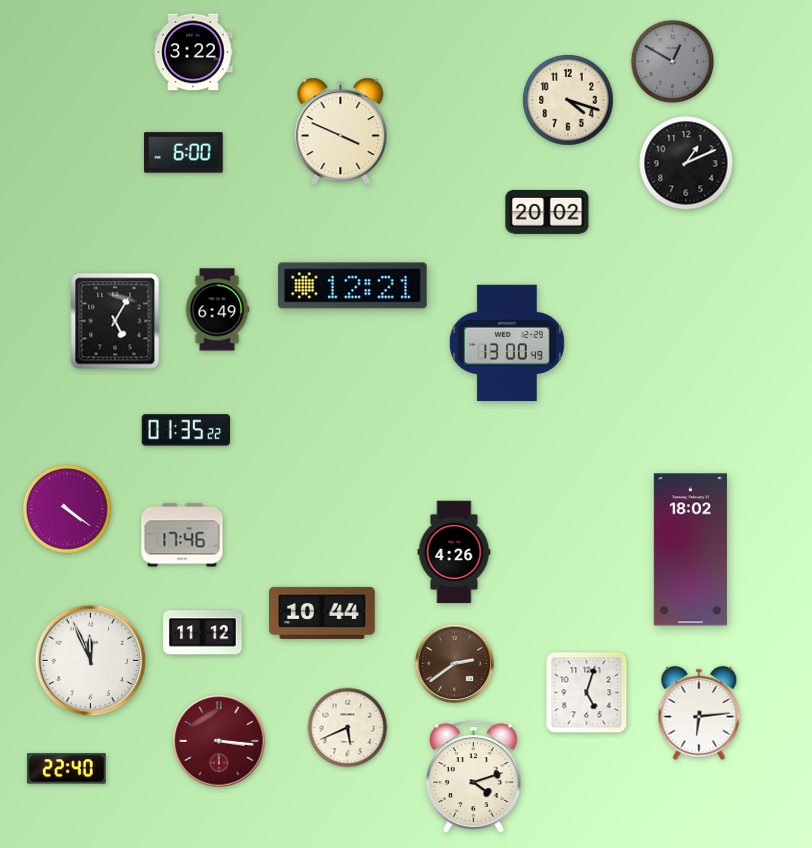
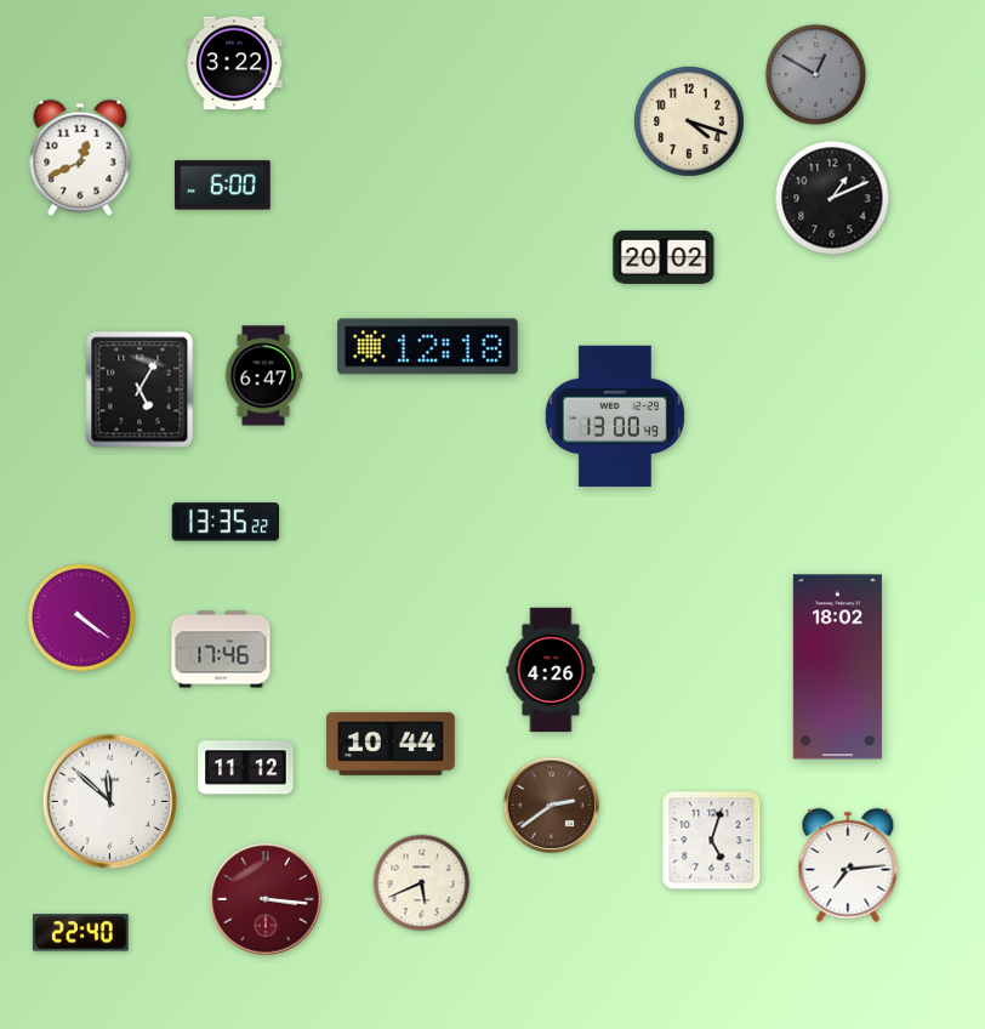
clock at (80, 158): none -> 12:41
clock at (341, 131): 3:49 -> none
clock at (353, 286): 12:21 -> 12:18
clock at (217, 310): 6:49 -> 6:47
clock at (186, 430): 01:35 -> 13:35
clock at (91, 661): 11:56 -> 11:52
clock at (699, 713): 6:14 -> 7:14
clock at (474, 777): 4:12 -> none
